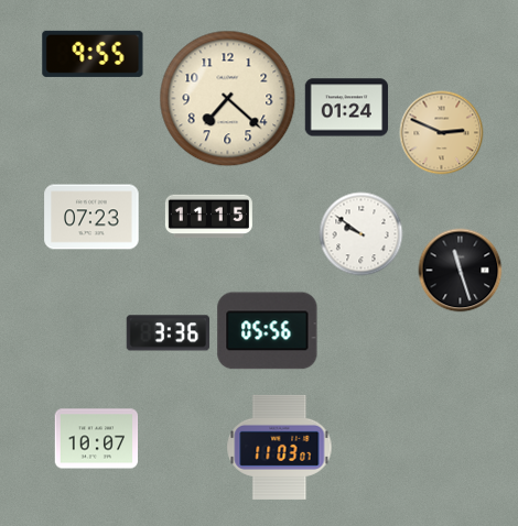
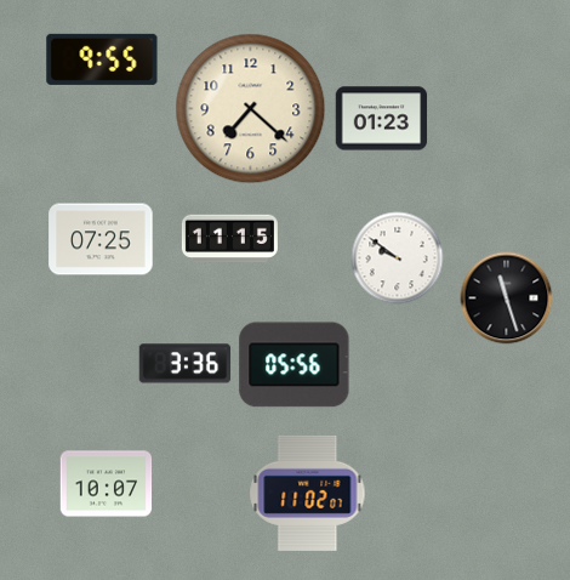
clock at (347, 108): 01:24 -> 01:23
clock at (442, 133): 2:49 -> none
clock at (91, 217): 07:23 -> 07:25
clock at (169, 333) position: (169, 333) -> (186, 364)
clock at (280, 447): 11:03 -> 11:02
